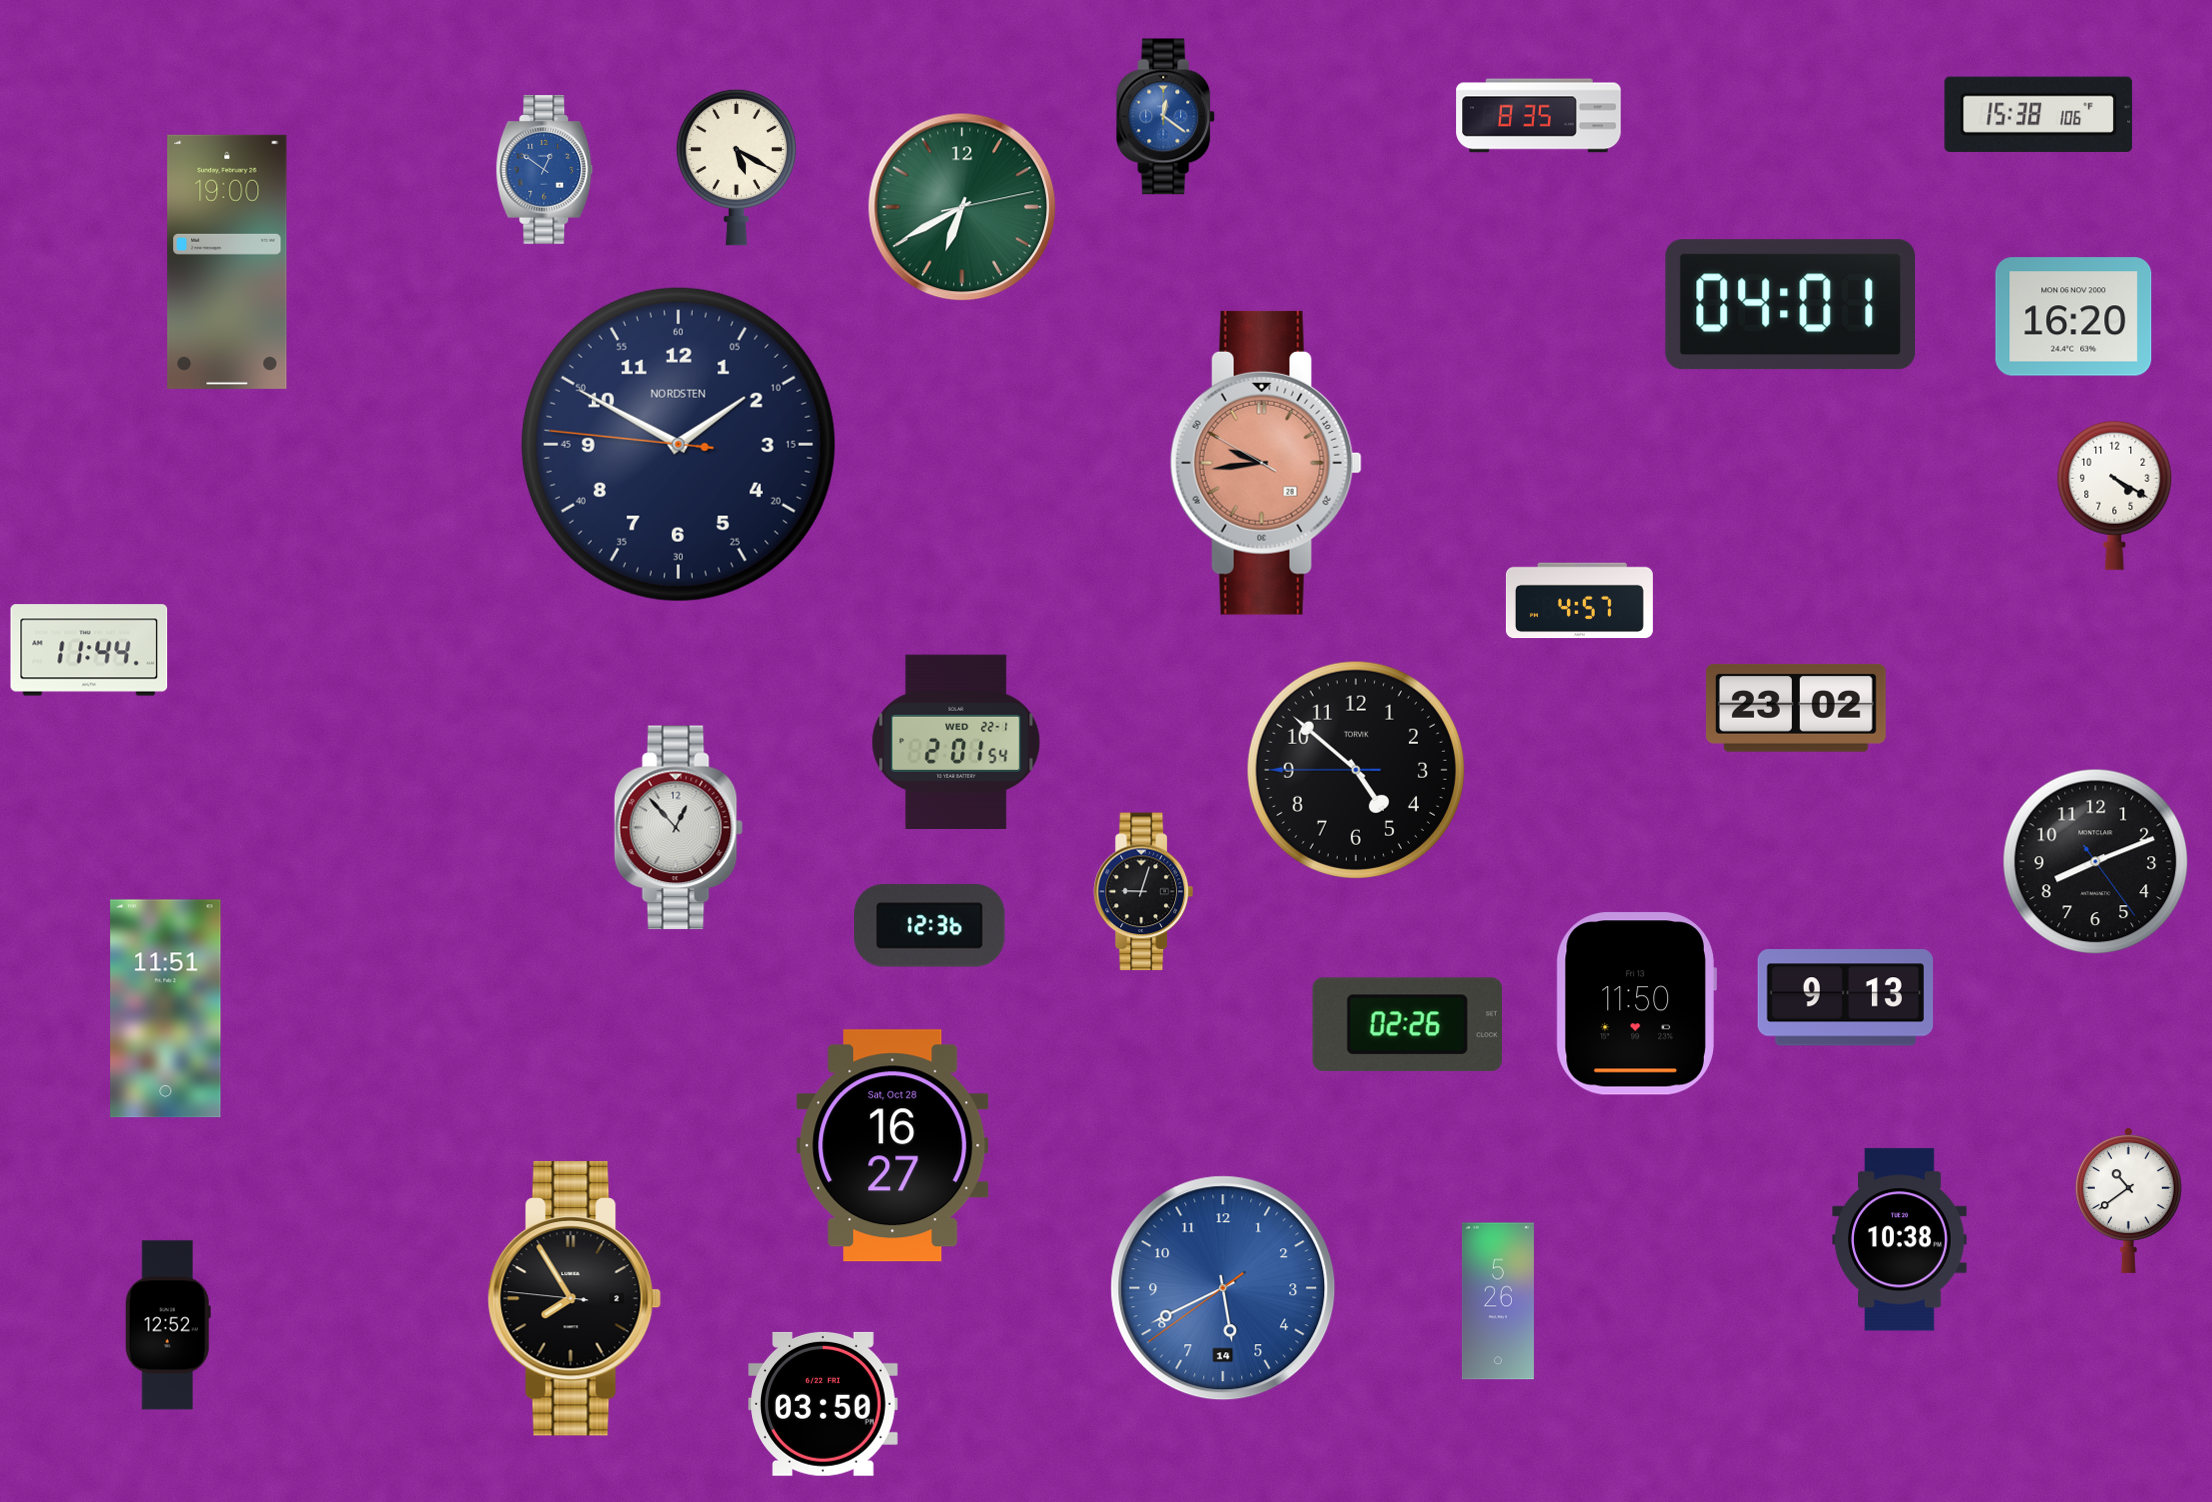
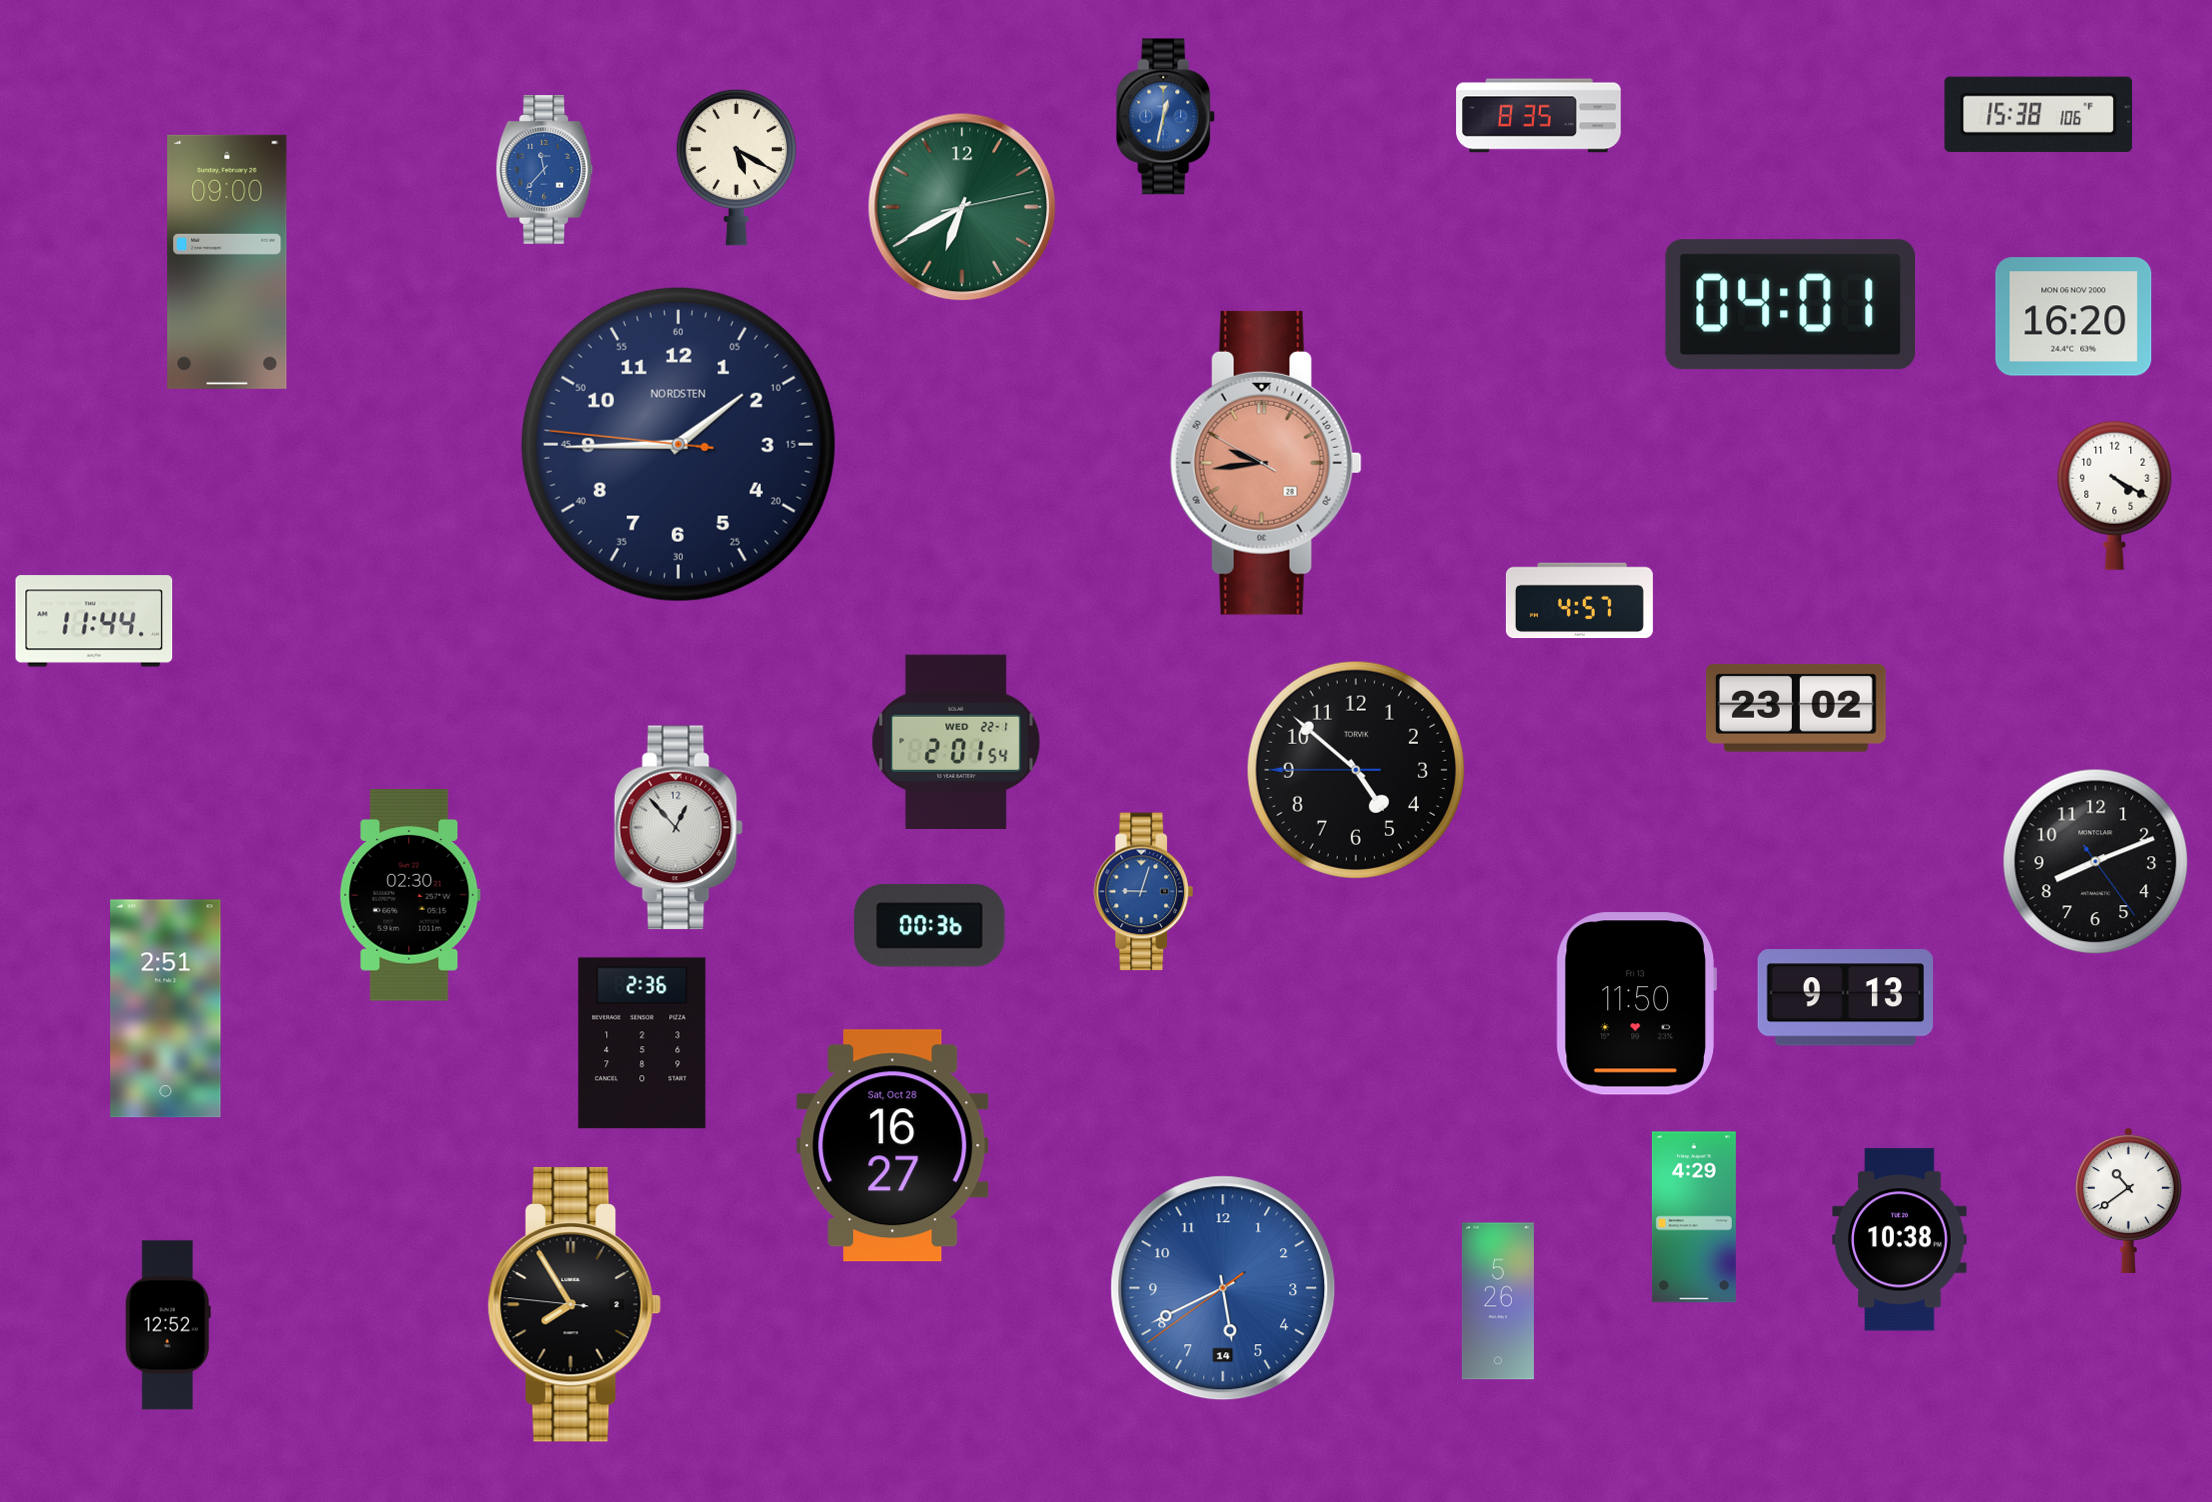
clock at (1166, 117): 12:21 -> 12:32
clock at (545, 170): 12:51 -> 11:37
clock at (227, 262): 19:00 -> 09:00
clock at (678, 444): 1:49 -> 1:44
clock at (89, 650) position: (89, 650) -> (94, 621)
clock at (1144, 892) dial: black -> blue
clock at (410, 895): none -> 02:30
clock at (930, 926): 12:36 -> 00:36
clock at (166, 1009): 11:51 -> 2:51
clock at (1407, 1025): 02:26 -> none
clock at (642, 1043): none -> 2:36
clock at (1694, 1217): none -> 4:29
clock at (574, 1299) position: (574, 1299) -> (574, 1305)
clock at (823, 1404): 03:50 -> none
